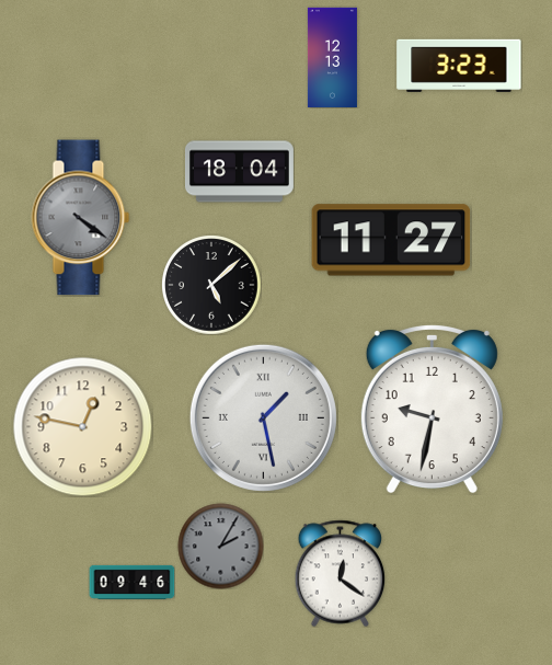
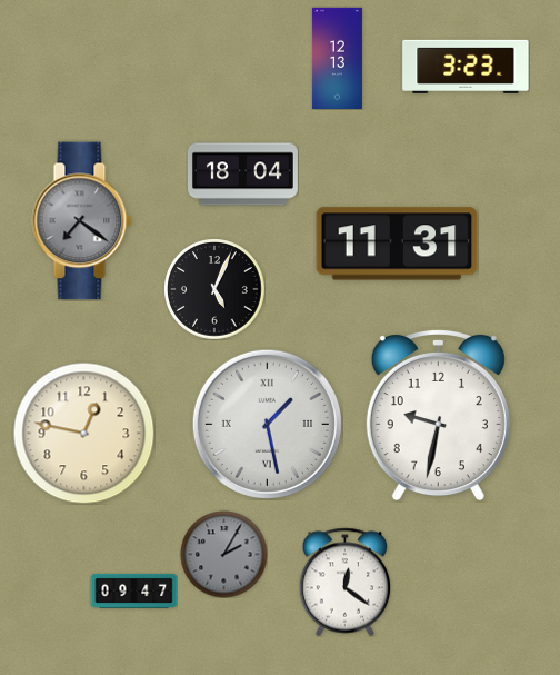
clock at (81, 218): 4:21 -> 7:21
clock at (391, 240): 11:27 -> 11:31
clock at (211, 285): 5:08 -> 5:04
clock at (131, 582): 09:46 -> 09:47
